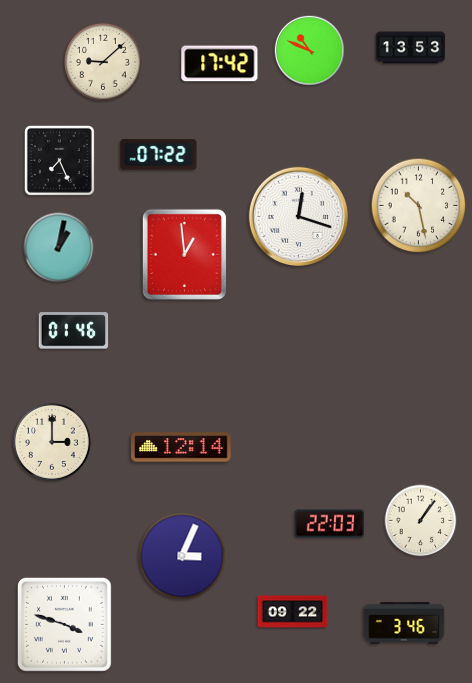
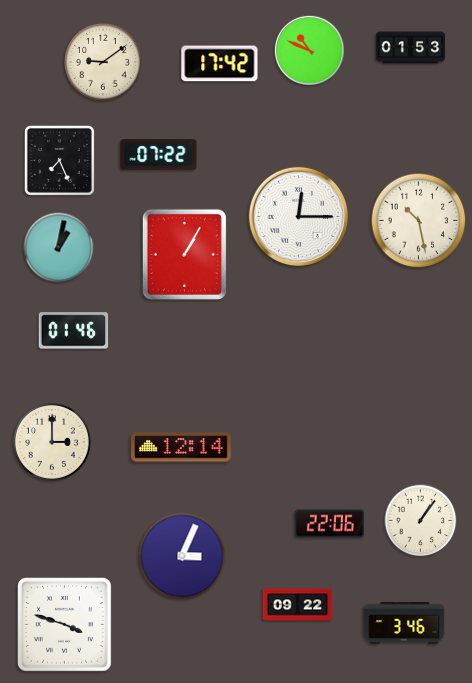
clock at (411, 48): 13:53 -> 01:53
clock at (103, 62): 9:08 -> 9:09
clock at (419, 206) position: (419, 206) -> (419, 221)
clock at (298, 216): 12:18 -> 12:15
clock at (184, 254): 12:59 -> 1:05
clock at (330, 524): 22:03 -> 22:06
clock at (293, 612) position: (293, 612) -> (298, 605)
